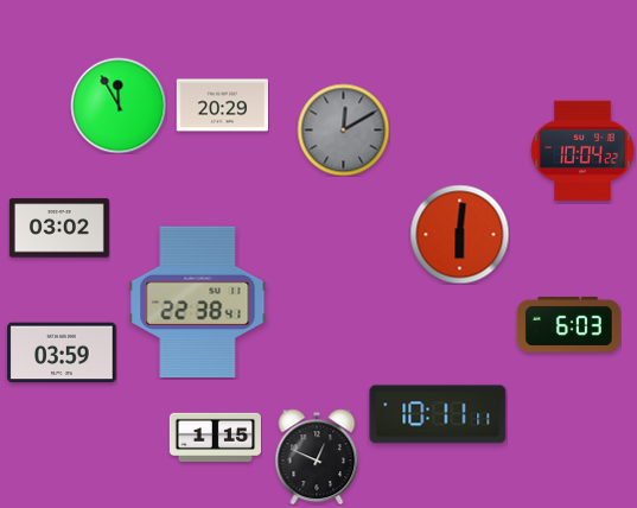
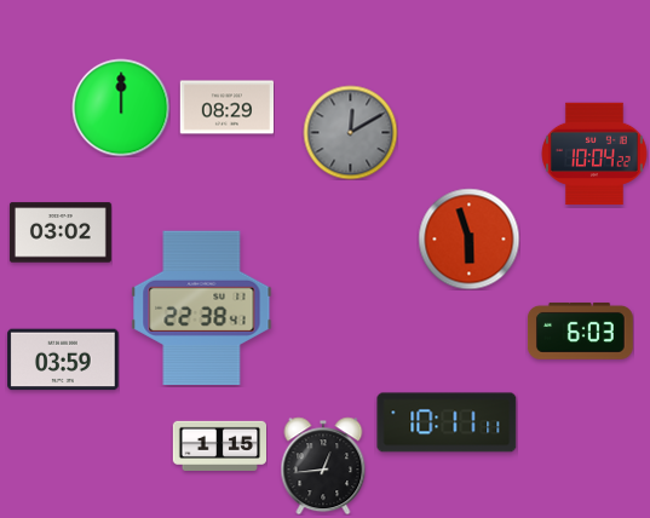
clock at (119, 106): 11:55 -> 12:00
clock at (222, 106): 20:29 -> 08:29
clock at (459, 234): 6:01 -> 5:57
clock at (317, 457): 12:49 -> 12:44
